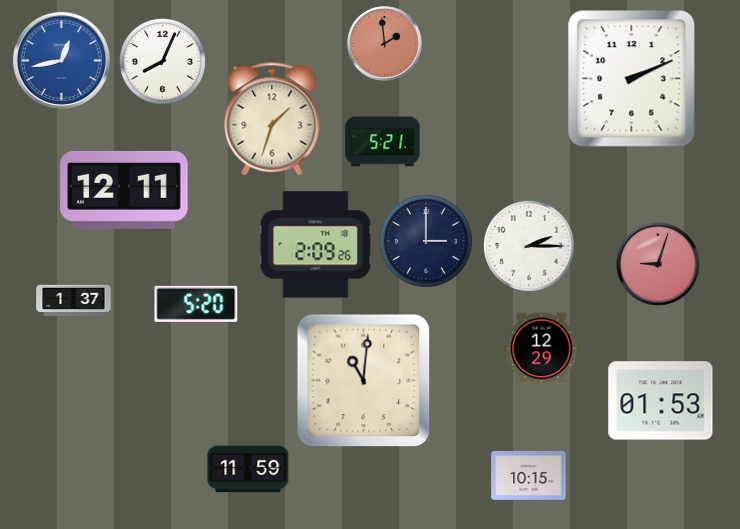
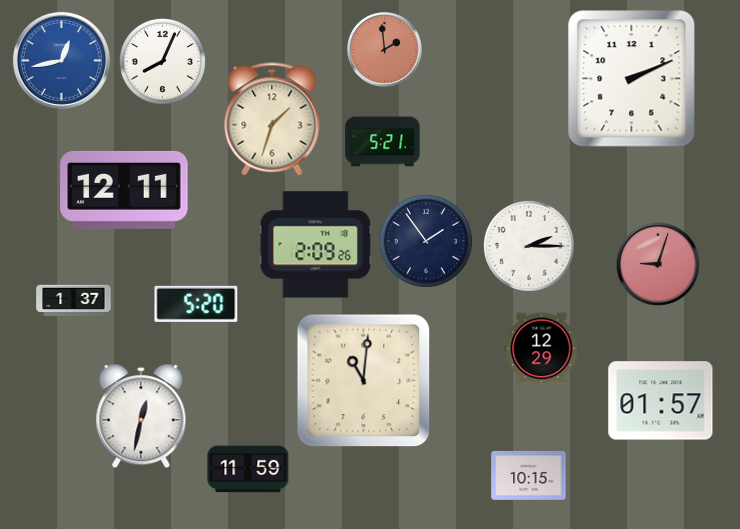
clock at (385, 44) position: (385, 44) -> (385, 50)
clock at (426, 241): 3:00 -> 1:54
clock at (661, 401): 01:53 -> 01:57
clock at (141, 417): none -> 12:32
